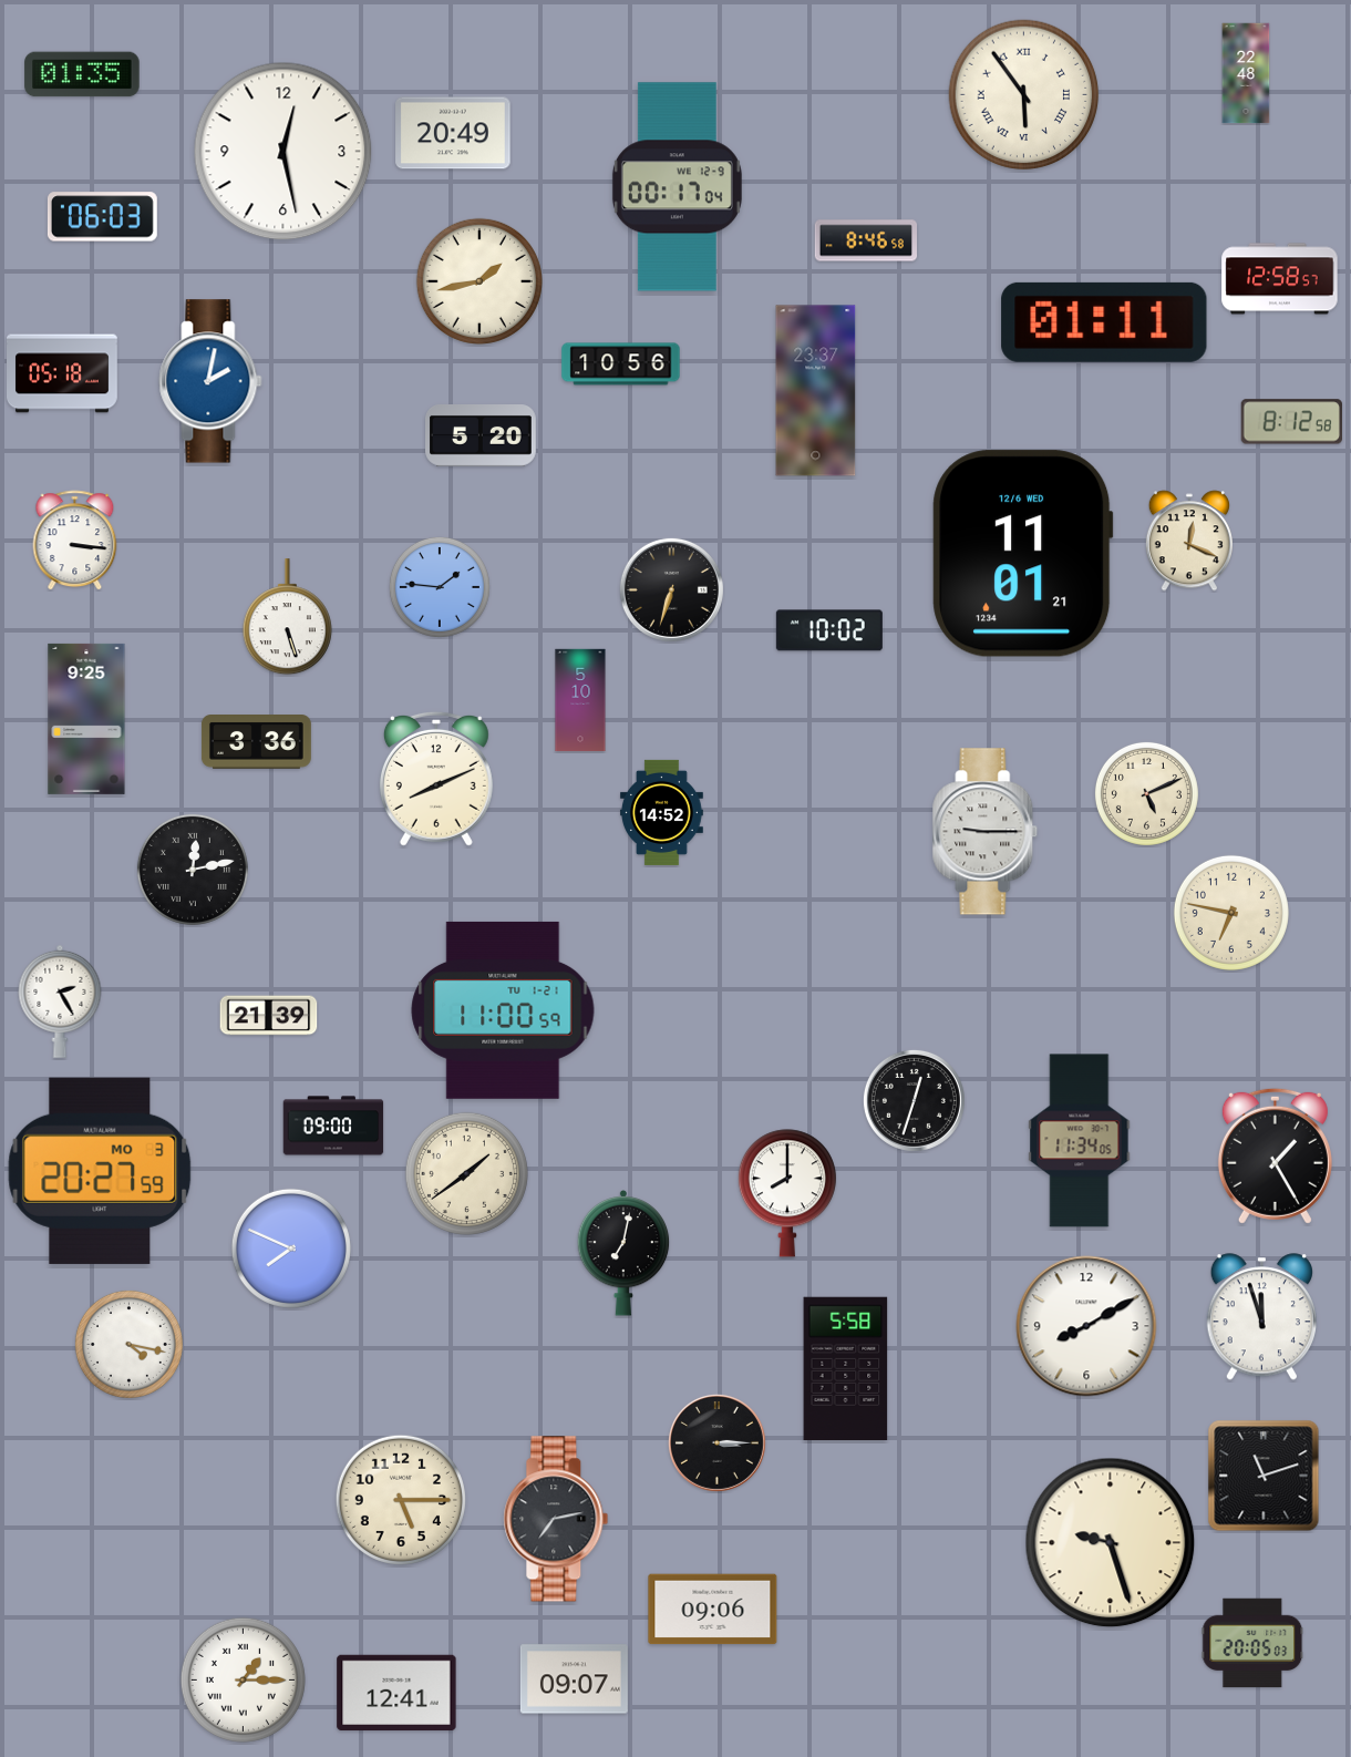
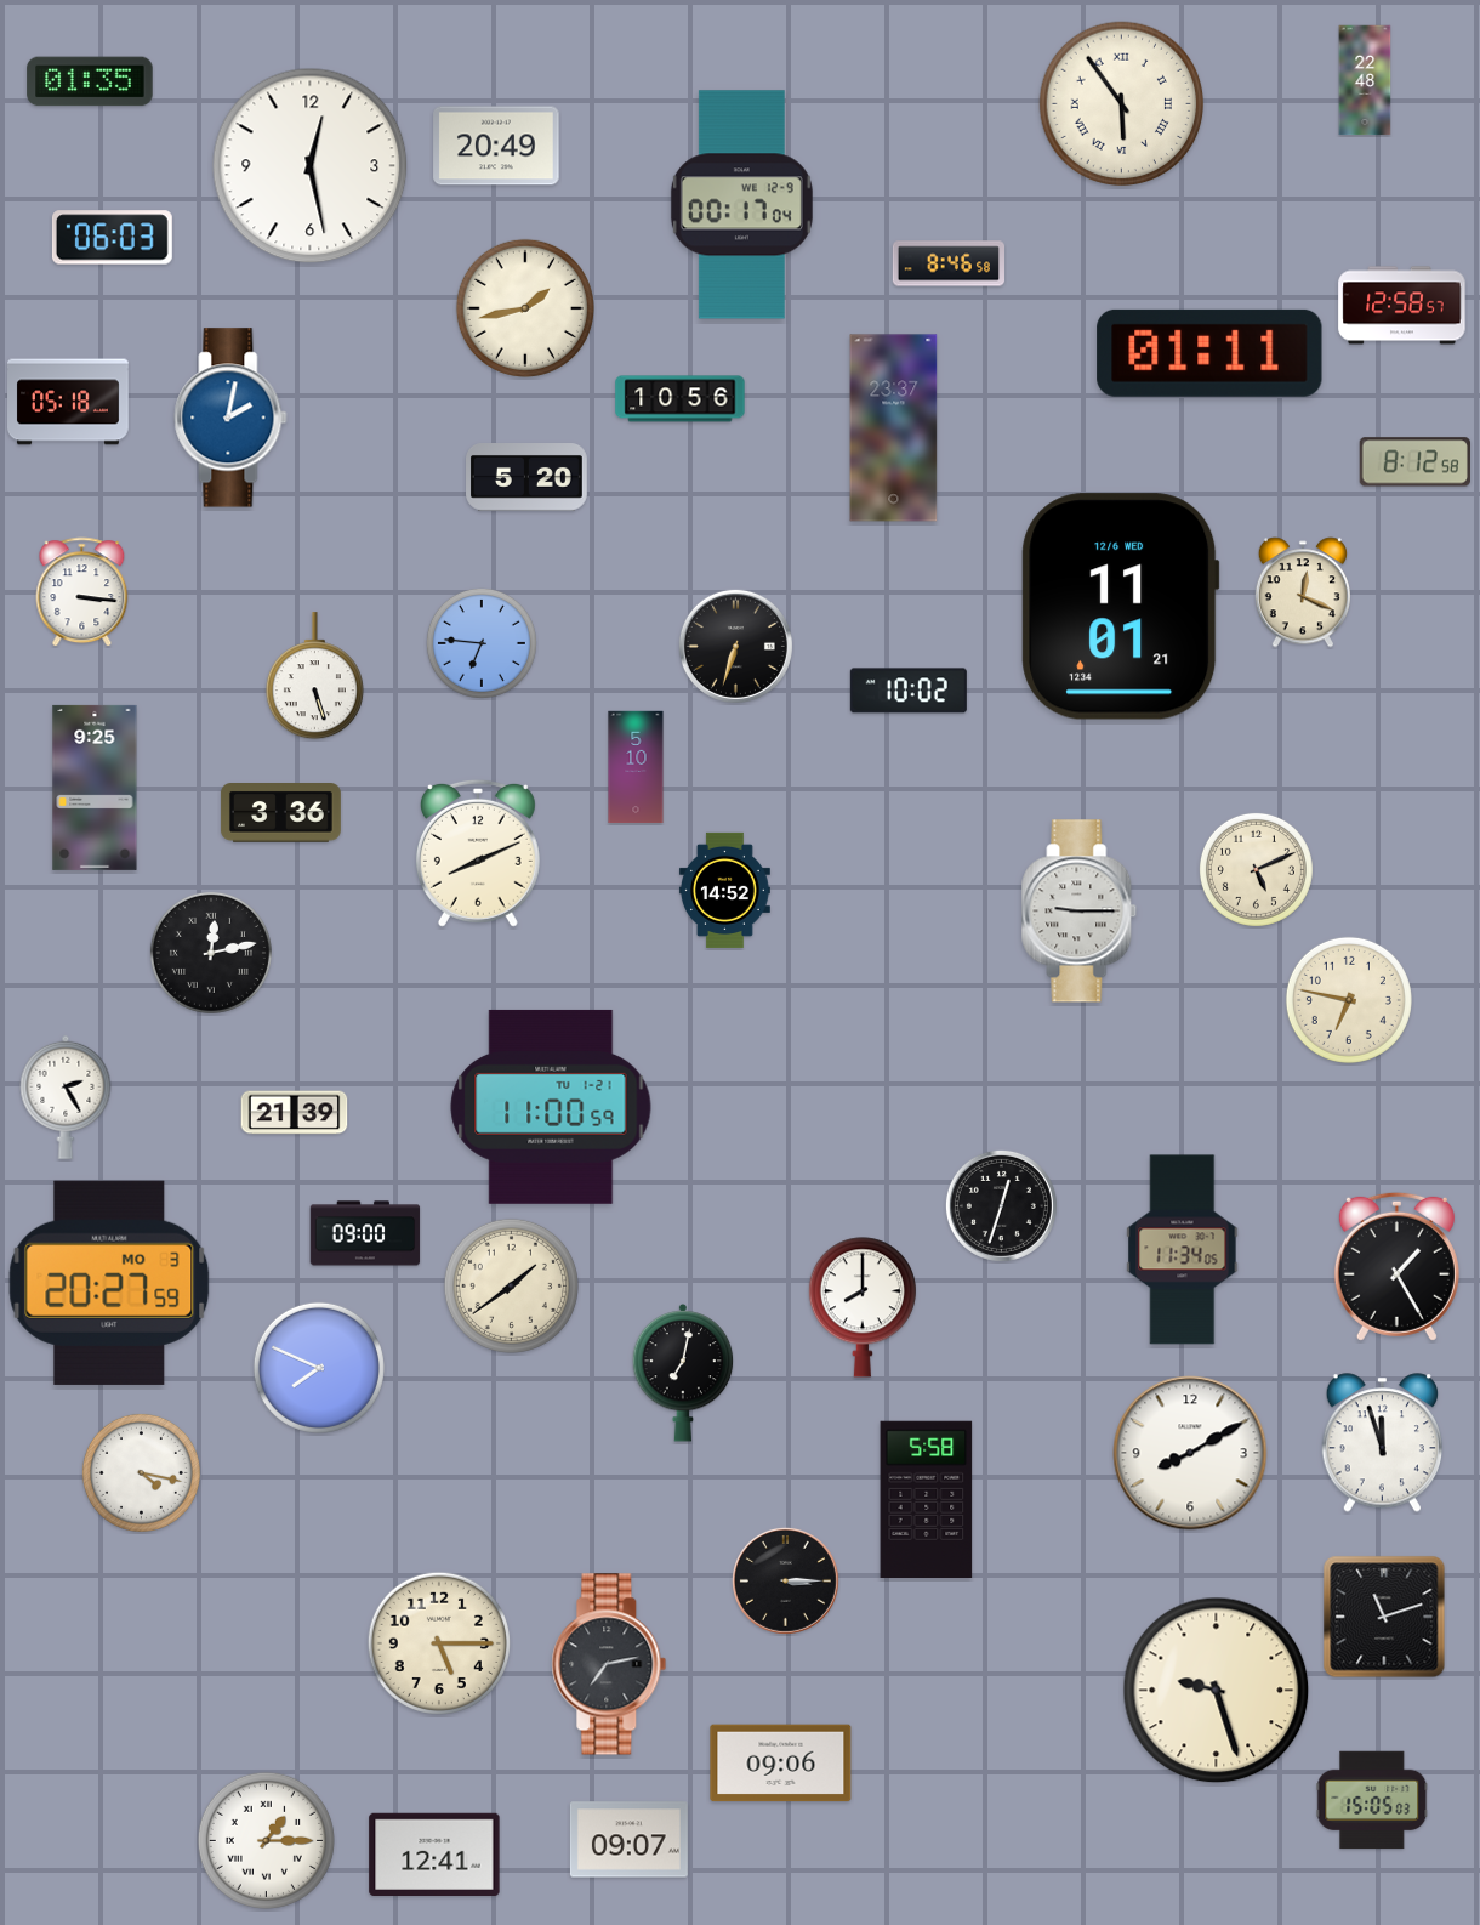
clock at (63, 373) position: (63, 373) -> (69, 402)
clock at (440, 587): 1:46 -> 6:46
clock at (1252, 1643): 20:05 -> 15:05
